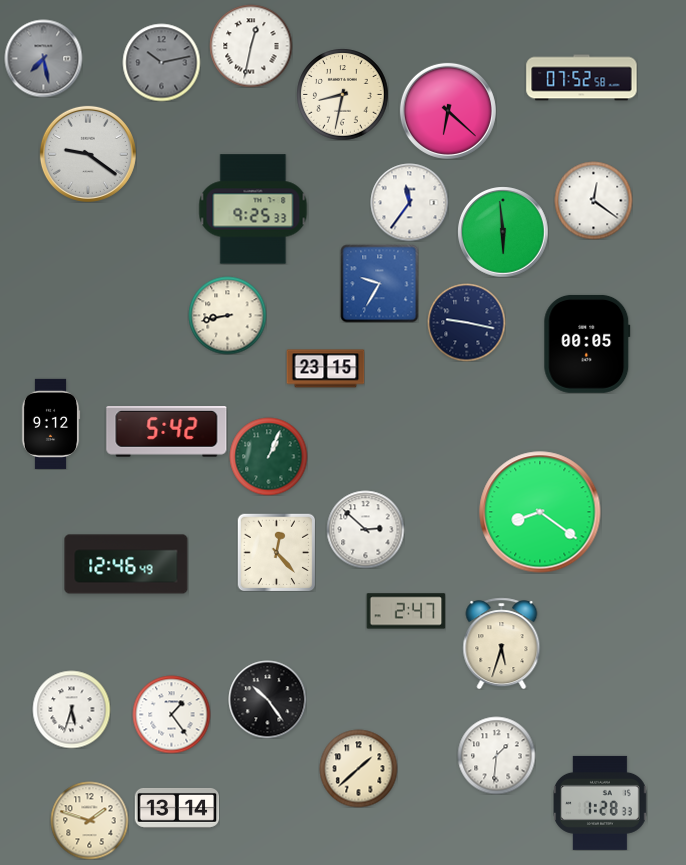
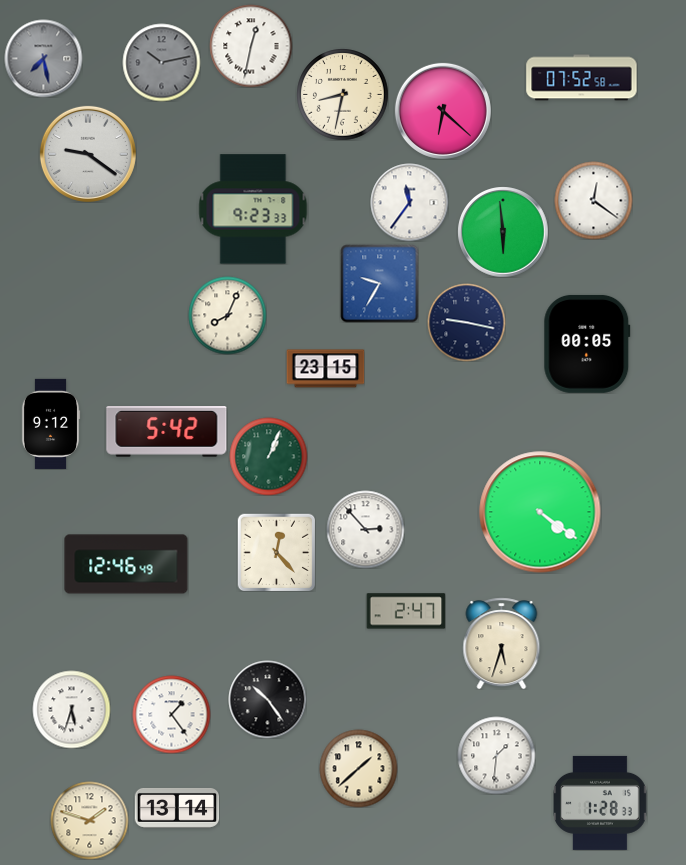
clock at (448, 111) position: (448, 111) -> (443, 111)
clock at (253, 209): 9:25 -> 9:23
clock at (227, 315): 8:43 -> 8:04
clock at (540, 512): 8:21 -> 4:21
clock at (365, 529): 2:52 -> 2:53
